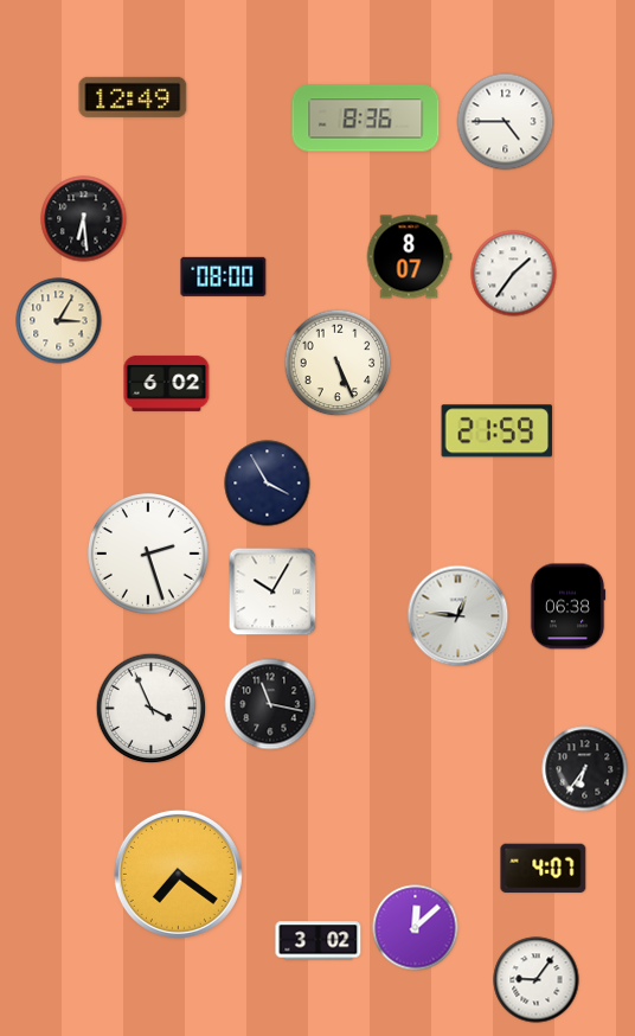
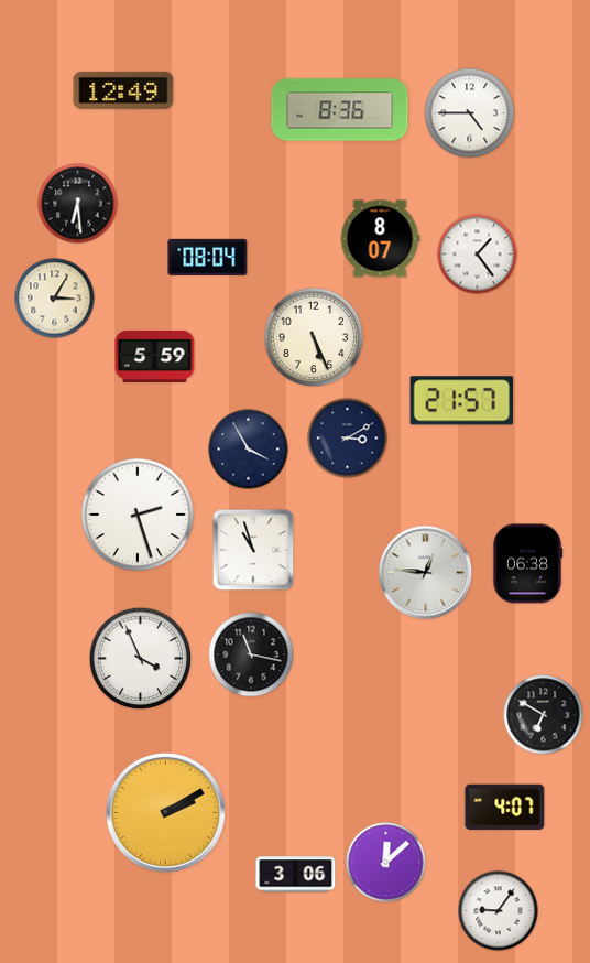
clock at (514, 274): 1:36 -> 1:24
clock at (224, 276): 08:00 -> 08:04
clock at (167, 383): 6:02 -> 5:59
clock at (498, 431): 21:59 -> 21:57
clock at (348, 439): none -> 3:10
clock at (272, 591): 10:05 -> 10:57
clock at (585, 769): 6:36 -> 6:50
clock at (178, 874): 7:21 -> 2:10
clock at (319, 941): 3:02 -> 3:06
